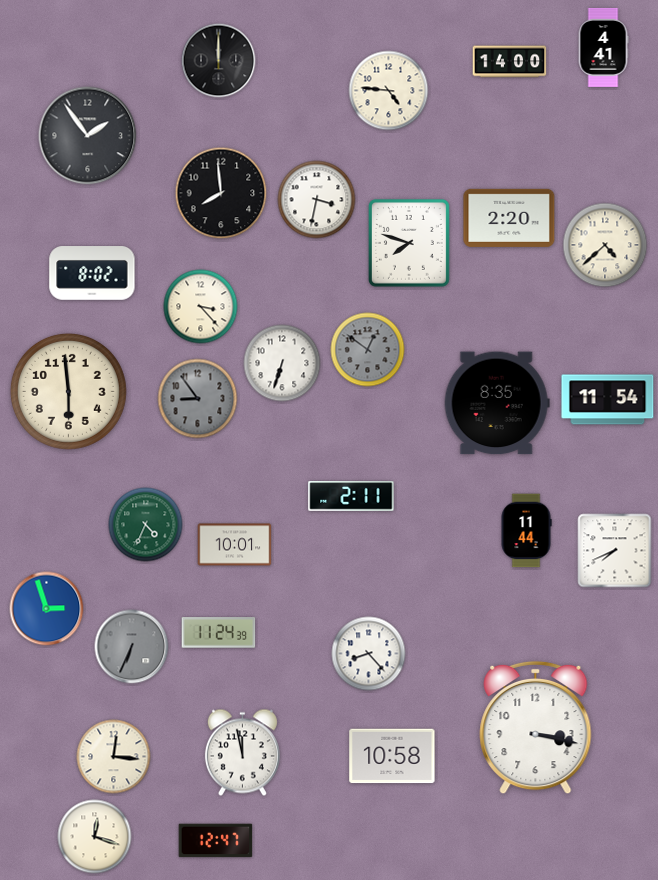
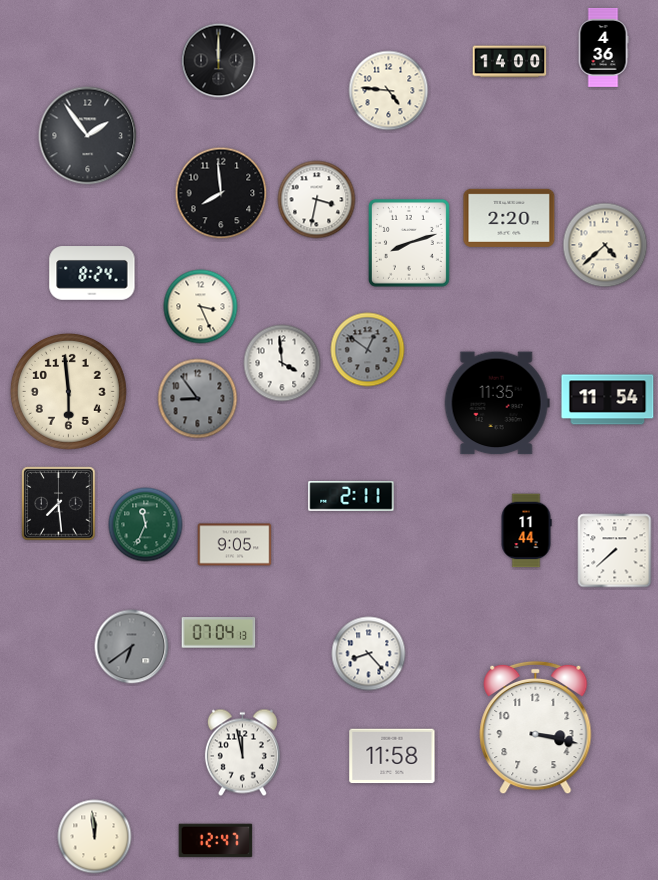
clock at (603, 47): 4:41 -> 4:36
clock at (409, 243): 7:48 -> 8:12
clock at (92, 273): 8:02 -> 8:24
clock at (201, 307): 3:23 -> 3:26
clock at (282, 363): 6:33 -> 3:59
clock at (497, 403): 8:35 -> 11:35
clock at (59, 504): none -> 7:29
clock at (146, 525): 4:34 -> 11:34
clock at (235, 545): 10:01 -> 9:05
clock at (615, 551): 7:41 -> 7:38
clock at (47, 609): 2:57 -> none
clock at (219, 633): 11:24 -> 07:04
clock at (132, 647): 6:34 -> 6:39
clock at (392, 756): 10:58 -> 11:58
clock at (114, 757): 12:16 -> none
clock at (95, 837): 12:18 -> 11:59
